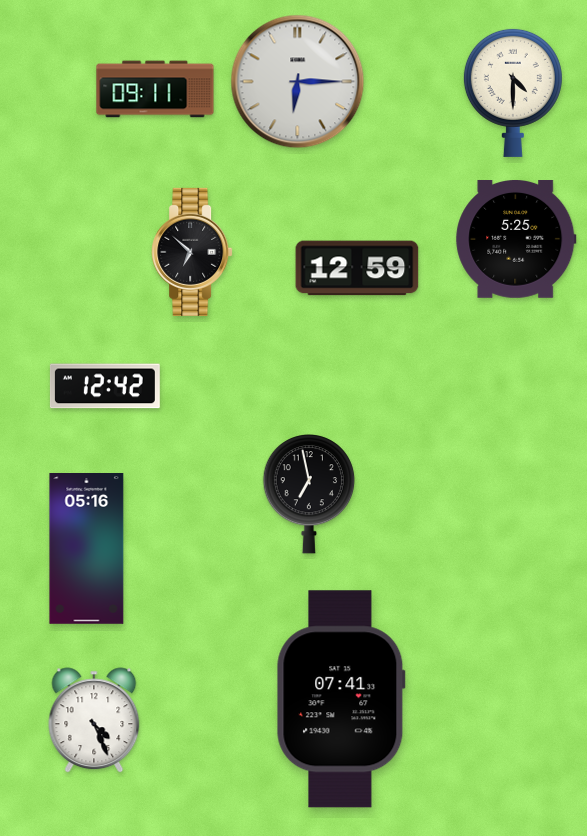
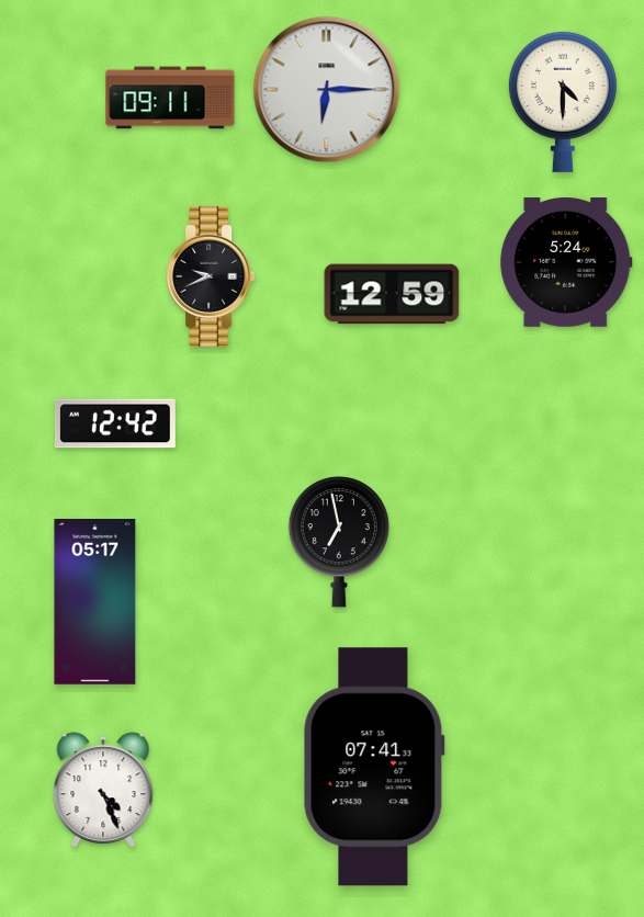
clock at (516, 240): 5:25 -> 5:24
clock at (192, 252): 6:52 -> 9:41
clock at (87, 549): 05:16 -> 05:17
